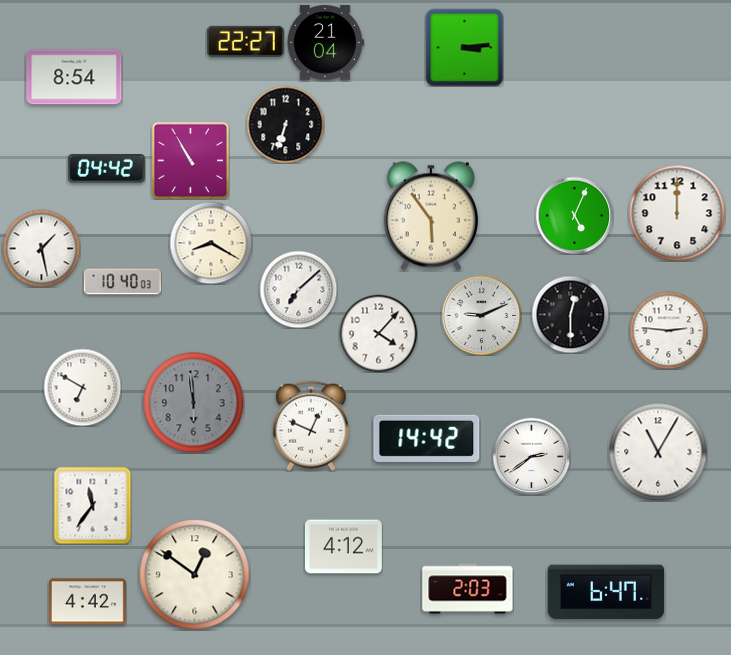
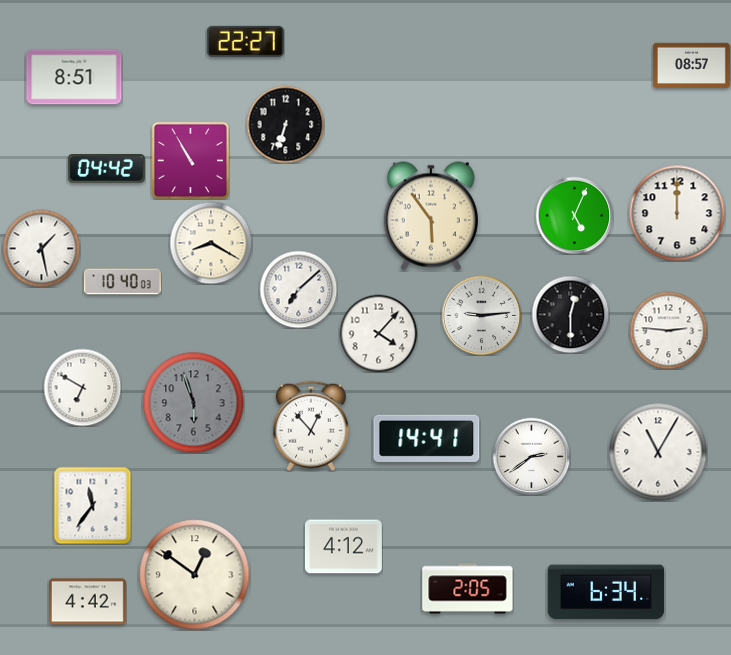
clock at (325, 43): 21:04 -> none
clock at (464, 47): 3:14 -> none
clock at (691, 66): none -> 08:57
clock at (74, 77): 8:54 -> 8:51
clock at (481, 315): 9:11 -> 9:14
clock at (194, 403): 5:59 -> 5:57
clock at (311, 426): 12:49 -> 12:53
clock at (427, 438): 14:42 -> 14:41
clock at (468, 589): 2:03 -> 2:05
clock at (606, 592): 6:47 -> 6:34
